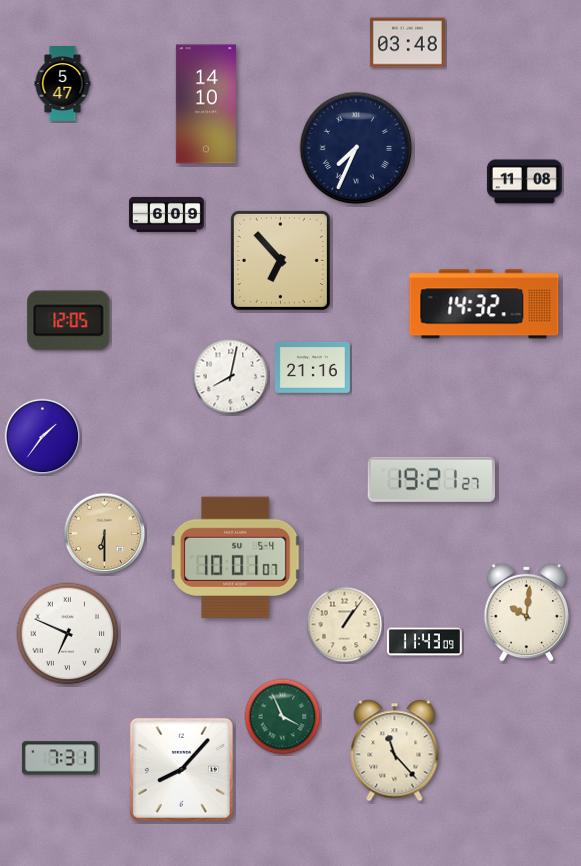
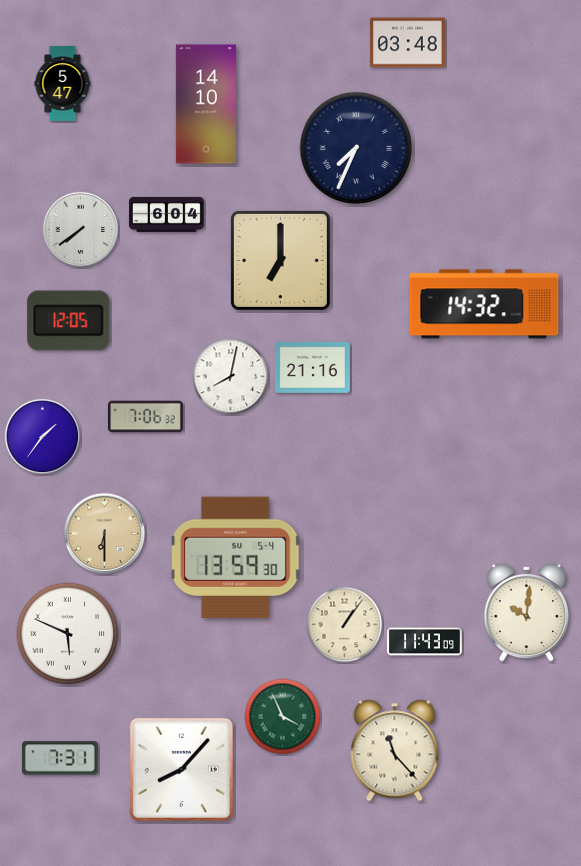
clock at (524, 182): 11:08 -> none
clock at (166, 214): 6:09 -> 6:04
clock at (81, 230): none -> 7:39
clock at (280, 260): 6:53 -> 7:00
clock at (145, 417): none -> 7:06
clock at (431, 479): 19:21 -> none
clock at (236, 557): 10:01 -> 13:59
clock at (68, 634): 6:49 -> 5:49
